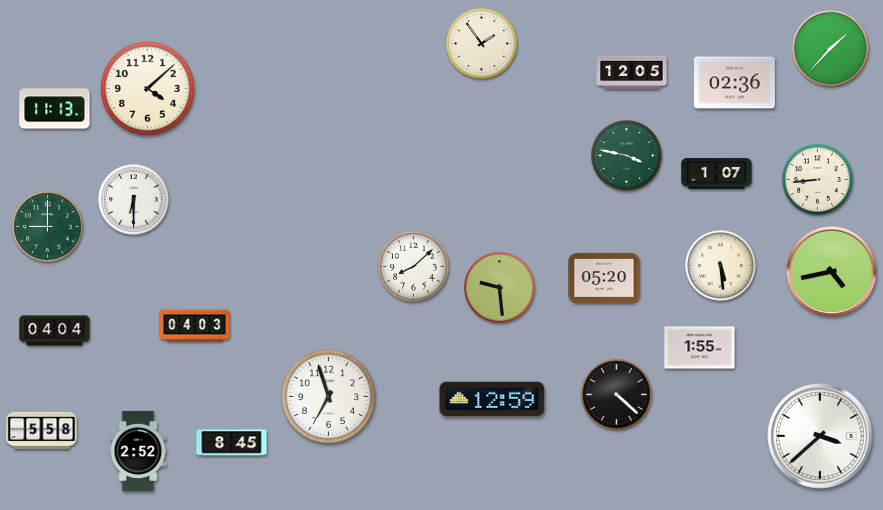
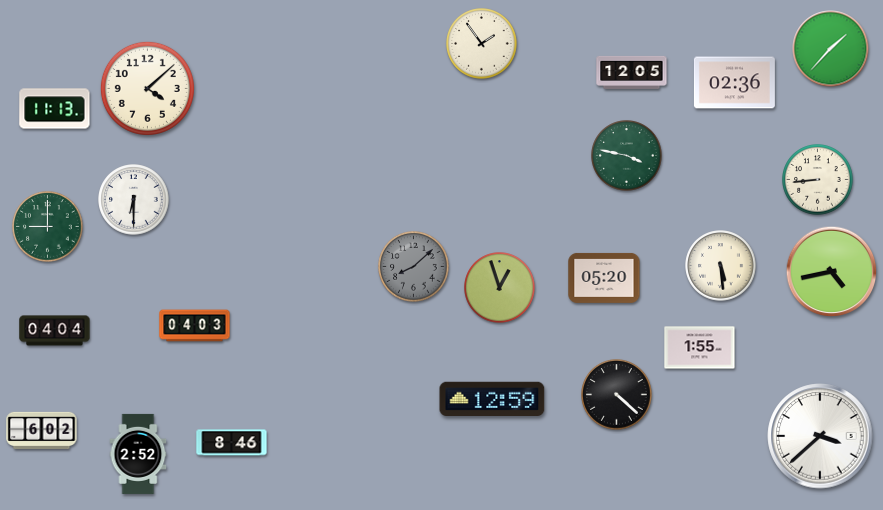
clock at (717, 173): 1:07 -> none
clock at (414, 267) dial: white -> grey
clock at (500, 288): 9:29 -> 12:57
clock at (328, 396): 6:57 -> none
clock at (42, 430): 5:58 -> 6:02
clock at (232, 443): 8:45 -> 8:46
clock at (138, 451) position: (138, 451) -> (138, 454)
